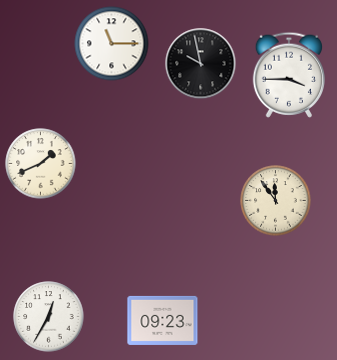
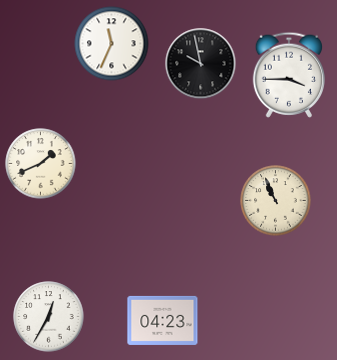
clock at (112, 44): 11:15 -> 11:34
clock at (276, 201): 11:54 -> 10:56
clock at (163, 320): 09:23 -> 04:23
